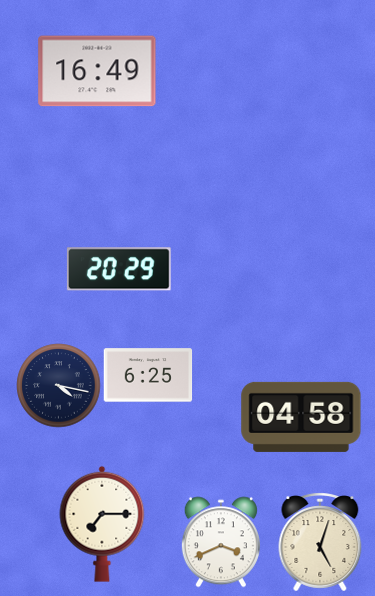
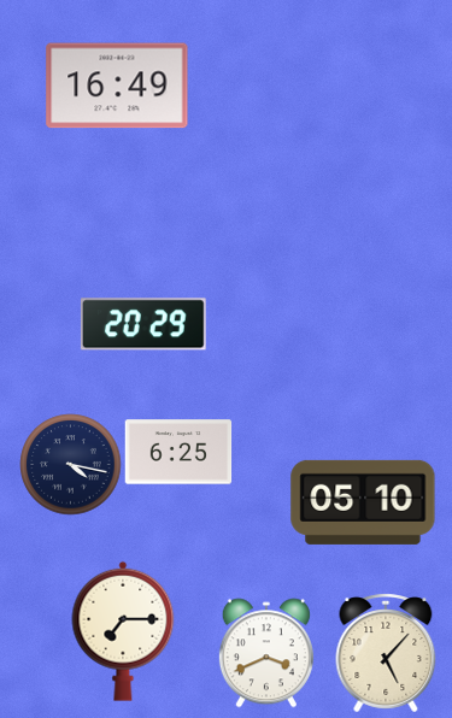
clock at (301, 417): 04:58 -> 05:10
clock at (320, 542): 5:03 -> 5:07
